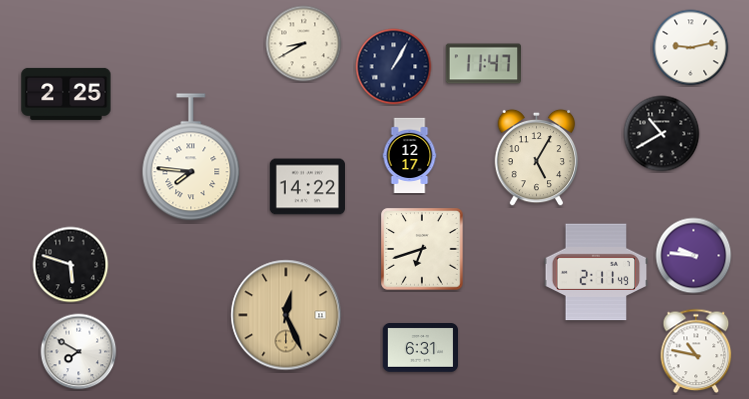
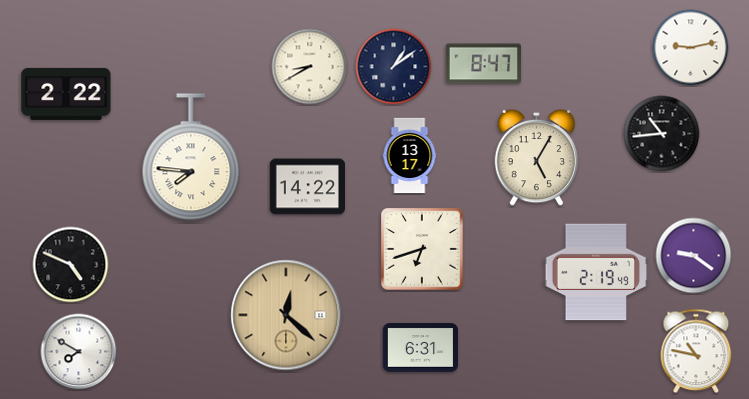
clock at (304, 44) position: (304, 44) -> (310, 67)
clock at (483, 64): 11:47 -> 8:47
clock at (394, 67): 1:05 -> 1:09
clock at (66, 94): 2:25 -> 2:22
clock at (662, 134): 10:40 -> 10:44
clock at (410, 156): 12:17 -> 13:17
clock at (694, 256): 9:46 -> 9:21
clock at (71, 265): 5:48 -> 4:49
clock at (596, 272): 2:11 -> 2:19
clock at (286, 315): 12:26 -> 12:22
